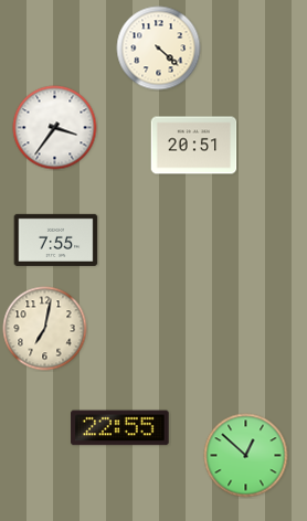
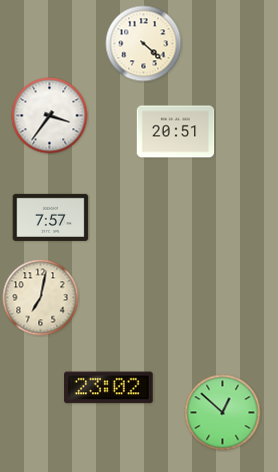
clock at (56, 240): 7:55 -> 7:57
clock at (120, 428): 22:55 -> 23:02
